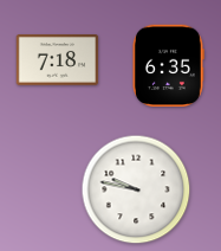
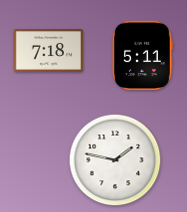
clock at (169, 66): 6:35 -> 5:11
clock at (136, 189): 9:47 -> 1:47
